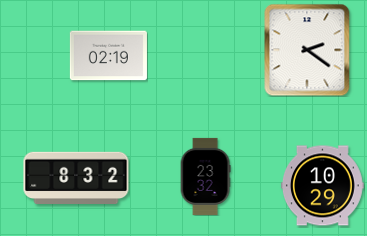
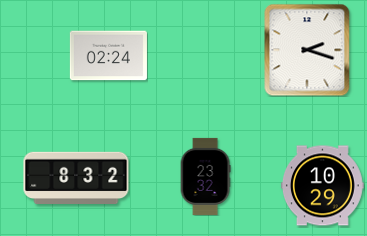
clock at (307, 50): 2:21 -> 2:18
clock at (108, 56): 02:19 -> 02:24
